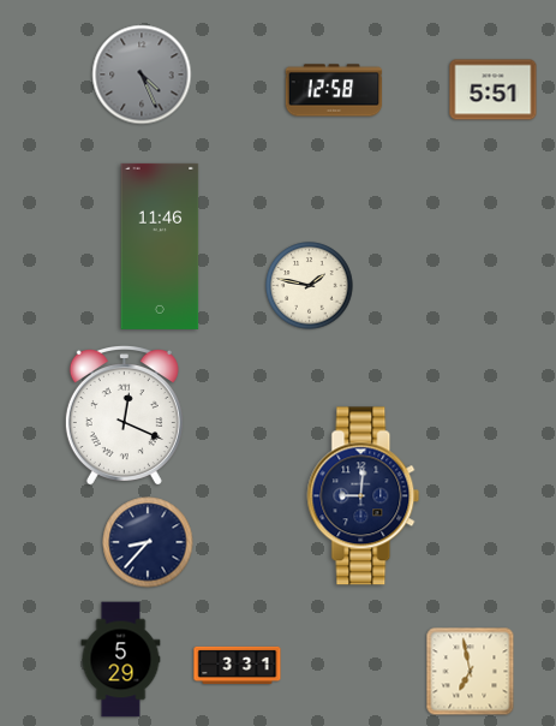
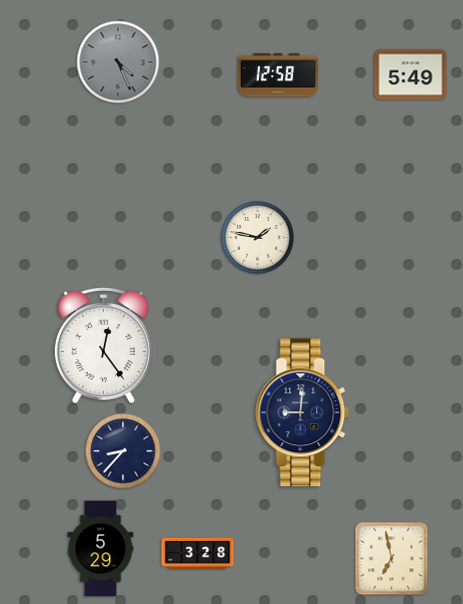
clock at (494, 90): 5:51 -> 5:49
clock at (160, 246): 11:46 -> none
clock at (124, 416): 12:19 -> 12:24
clock at (238, 665): 3:31 -> 3:28
